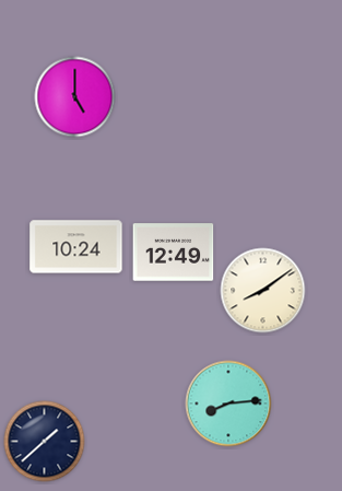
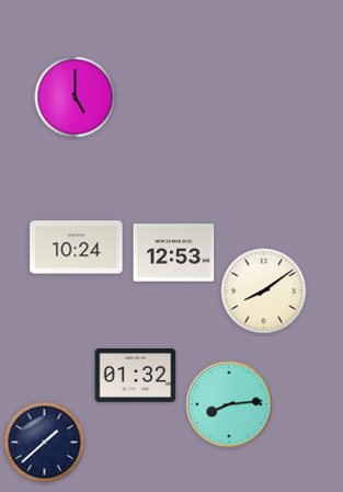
clock at (174, 253): 12:49 -> 12:53
clock at (136, 376): none -> 01:32
